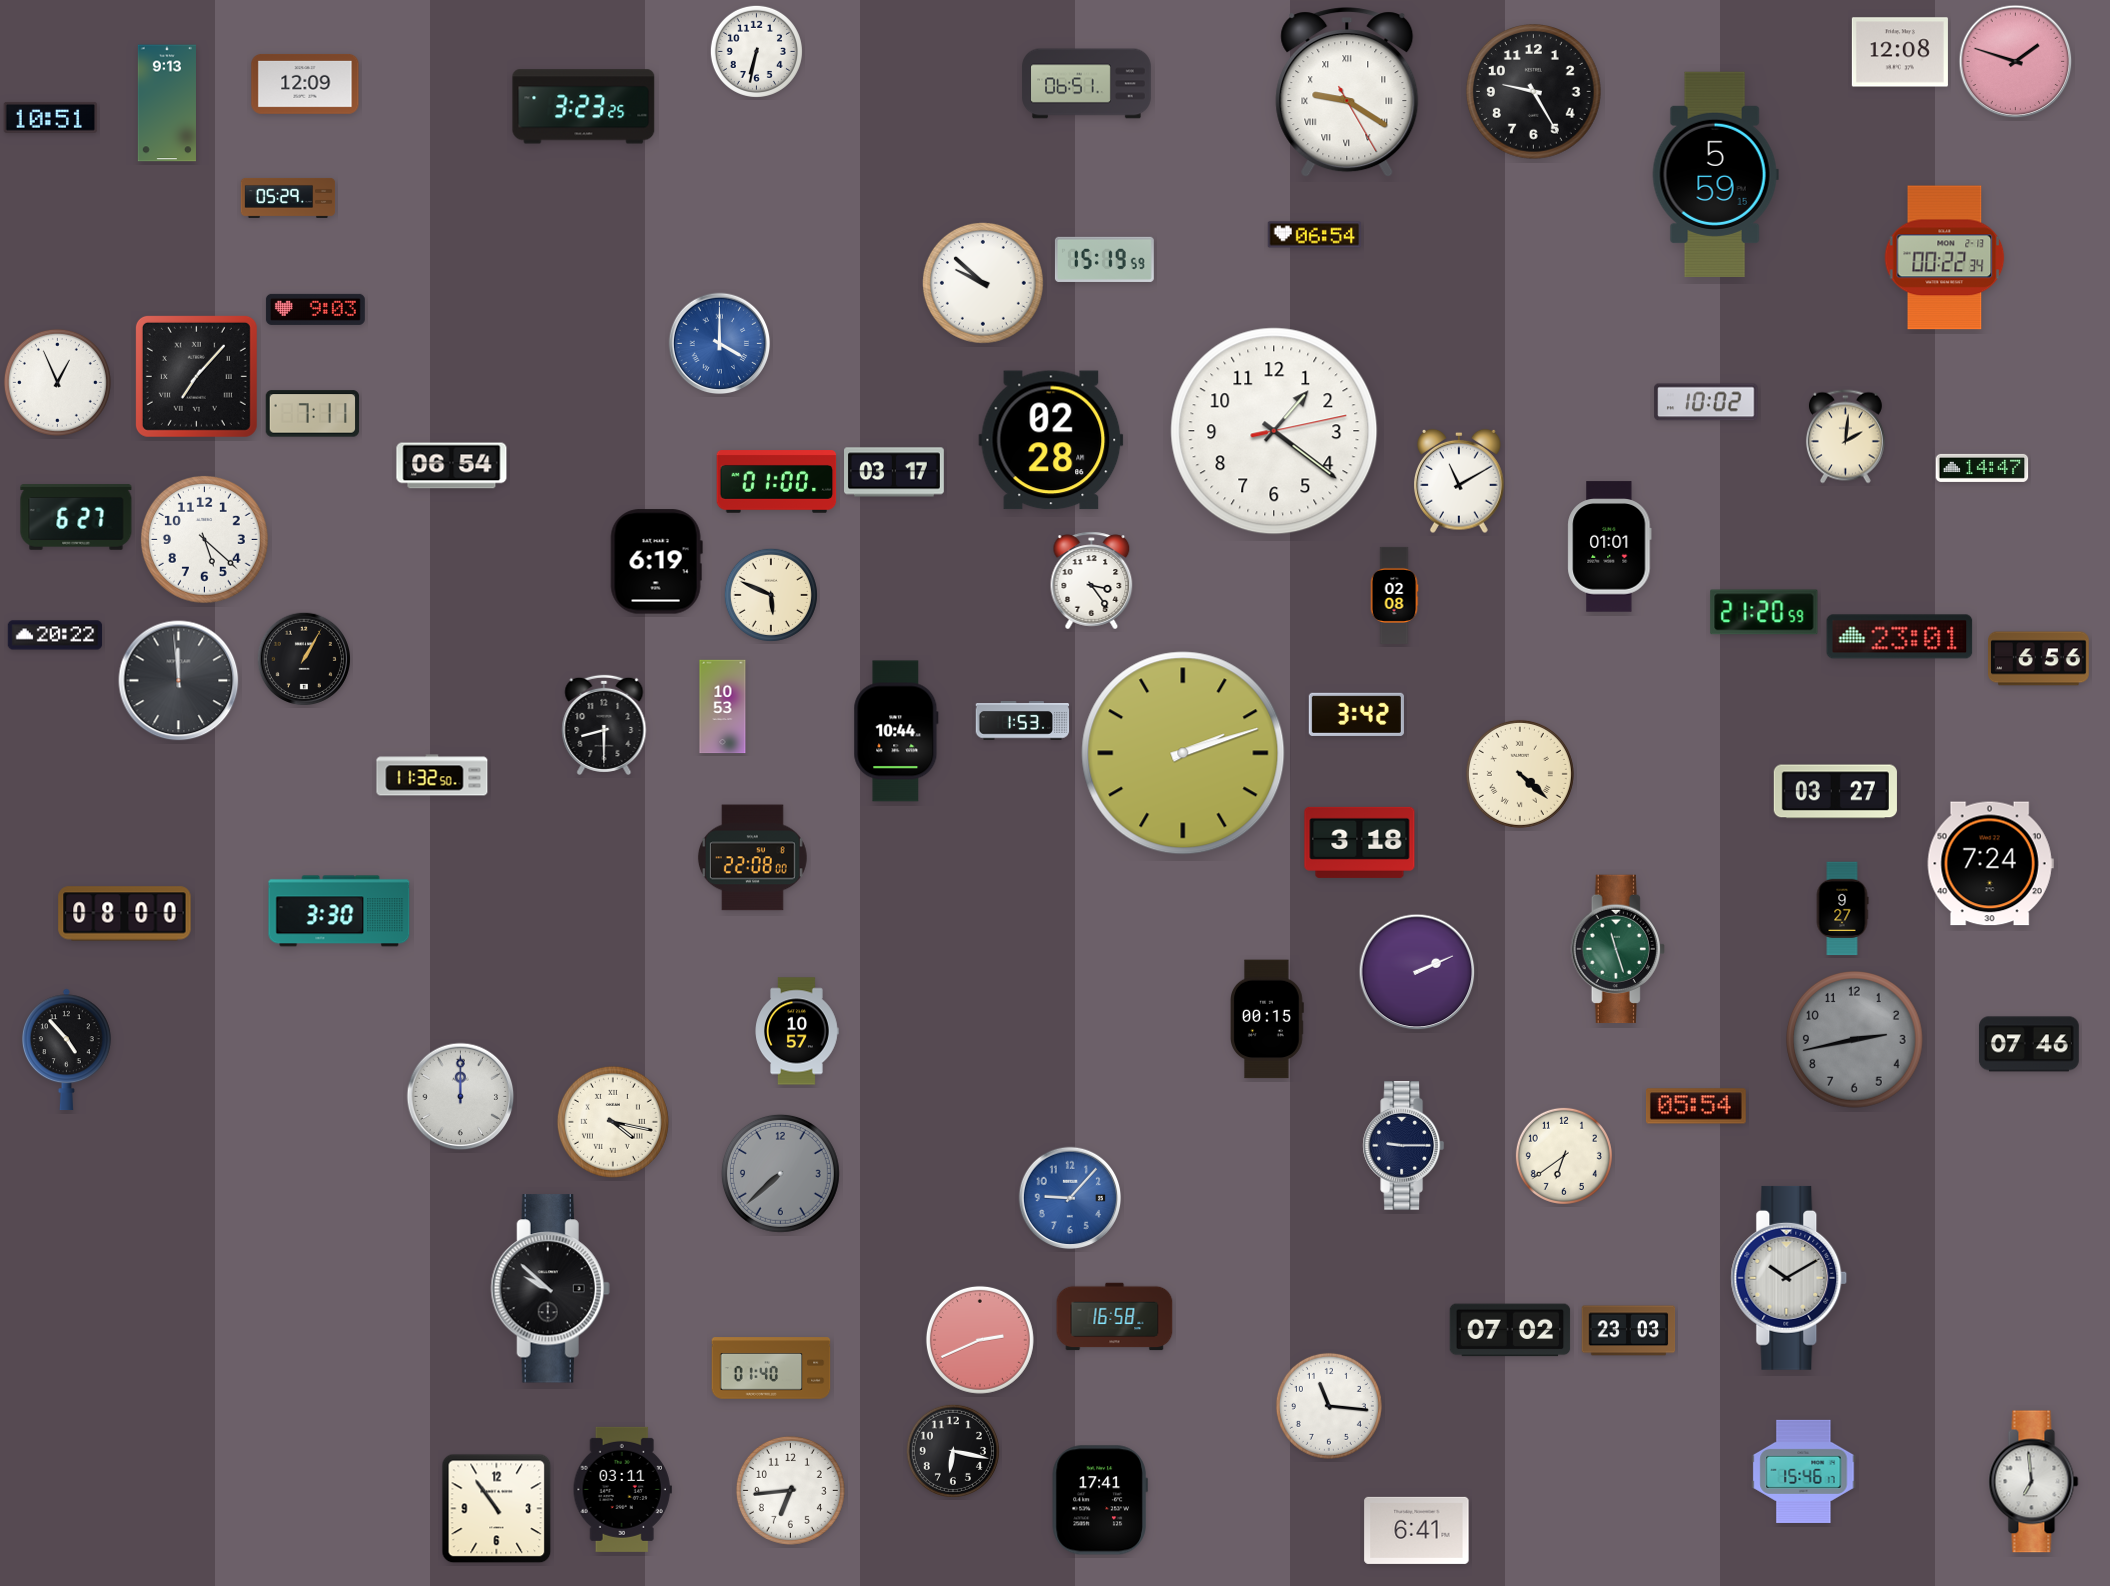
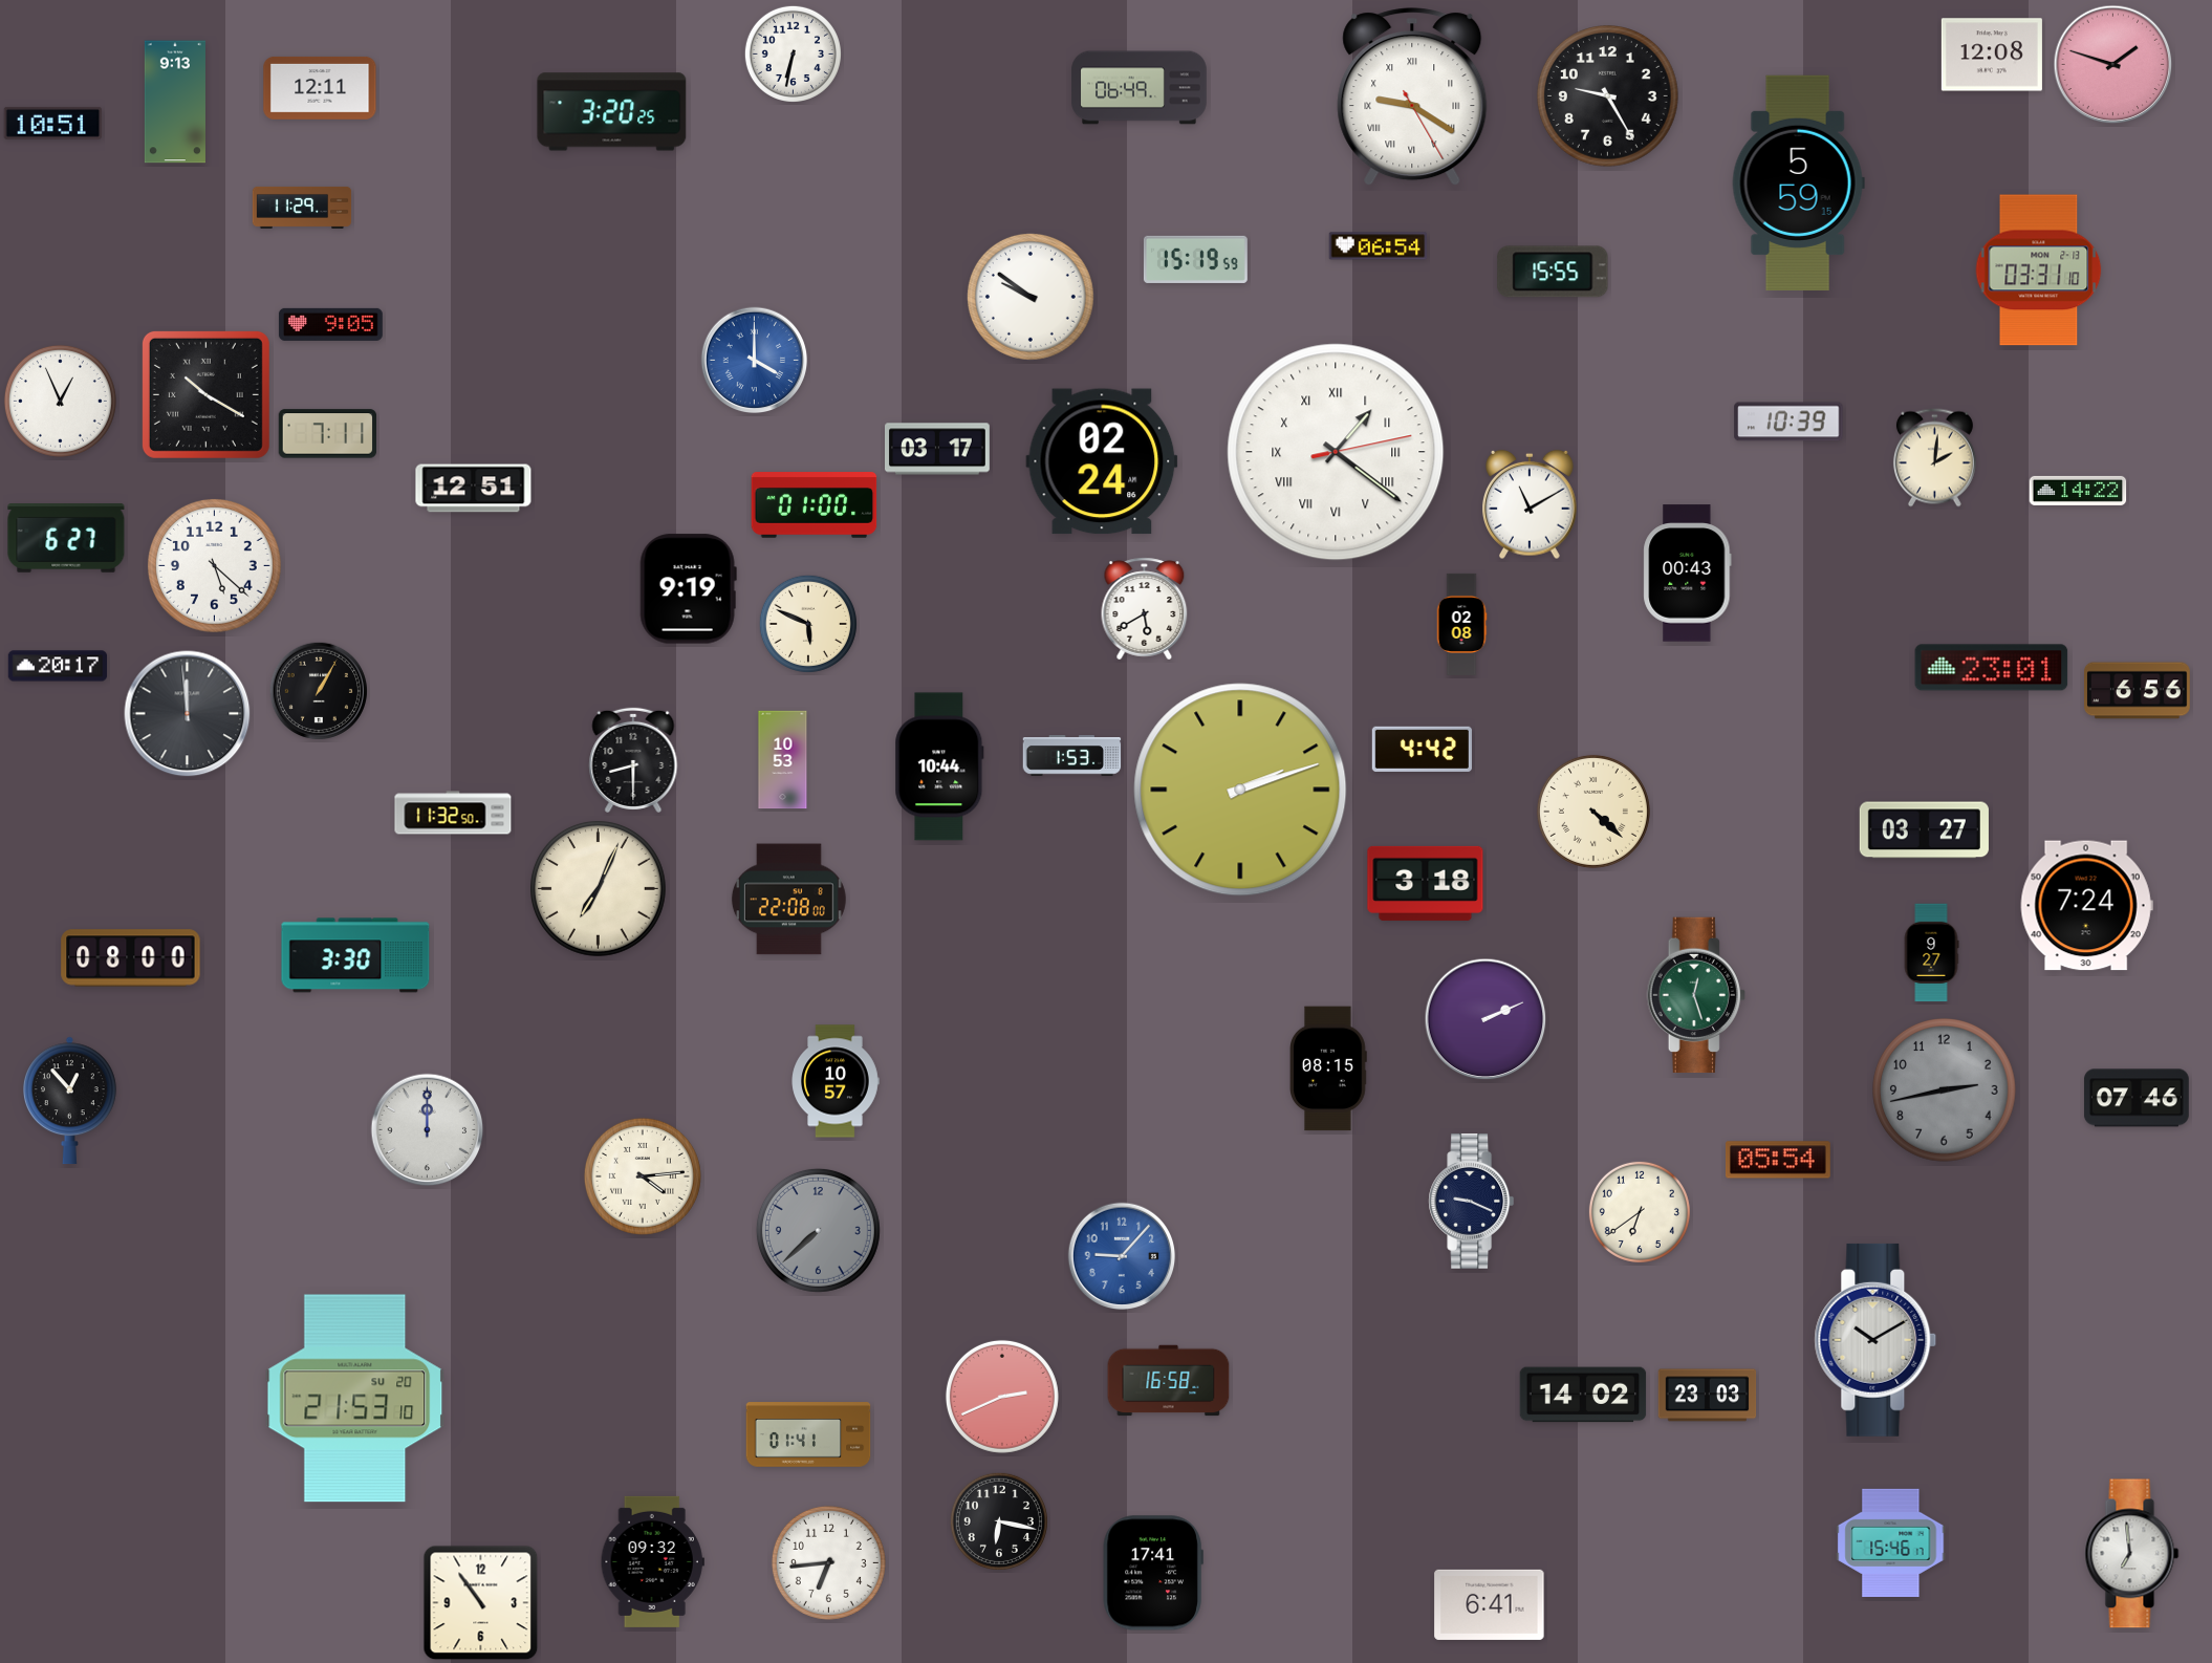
clock at (305, 84): 12:09 -> 12:11
clock at (1087, 84): 06:51 -> 06:49
clock at (167, 103) position: (167, 103) -> (175, 102)
clock at (584, 107): 3:23 -> 3:20
clock at (288, 198): 05:29 -> 11:29
clock at (1945, 258): 00:22 -> 03:31
clock at (1104, 259) position: (1104, 259) -> (1195, 259)
clock at (1553, 272): none -> 15:55
clock at (983, 283): 9:52 -> 9:51
clock at (315, 309): 9:03 -> 9:05
clock at (196, 376): 7:07 -> 10:20
clock at (1706, 402): 10:02 -> 10:39
clock at (1274, 431) numerals: Arabic -> Roman
clock at (1051, 440): 02:28 -> 02:24
clock at (452, 466): 06:54 -> 12:51
clock at (1982, 468): 14:47 -> 14:22
clock at (895, 472) position: (895, 472) -> (938, 449)
clock at (76, 517) position: (76, 517) -> (66, 538)
clock at (1610, 547): 01:01 -> 00:43
clock at (656, 562): 6:19 -> 9:19
clock at (1092, 581): 3:24 -> 5:40
clock at (1764, 612): 21:20 -> none
clock at (55, 635): 20:22 -> 20:17
clock at (723, 707) position: (723, 707) -> (783, 760)
clock at (1356, 714): 3:42 -> 4:42
clock at (599, 889): none -> 7:04
clock at (1618, 949): 11:27 -> 12:27
clock at (1268, 1019): 00:15 -> 08:15
clock at (2029, 1044) position: (2029, 1044) -> (2137, 1098)
clock at (67, 1049): 4:53 -> 12:53
clock at (461, 1097) position: (461, 1097) -> (428, 1130)
clock at (613, 1122): 4:17 -> 4:14
clock at (1404, 1146): 9:15 -> 9:19
clock at (550, 1289): 9:52 -> none
clock at (1510, 1330): 07:02 -> 14:02
clock at (355, 1399): none -> 21:53
clock at (980, 1340) position: (980, 1340) -> (1002, 1397)
clock at (771, 1368): 01:40 -> 01:41
clock at (1329, 1406): 11:16 -> none
clock at (622, 1489): 03:11 -> 09:32
clock at (497, 1509) position: (497, 1509) -> (481, 1603)
clock at (1417, 1530) position: (1417, 1530) -> (1490, 1604)
